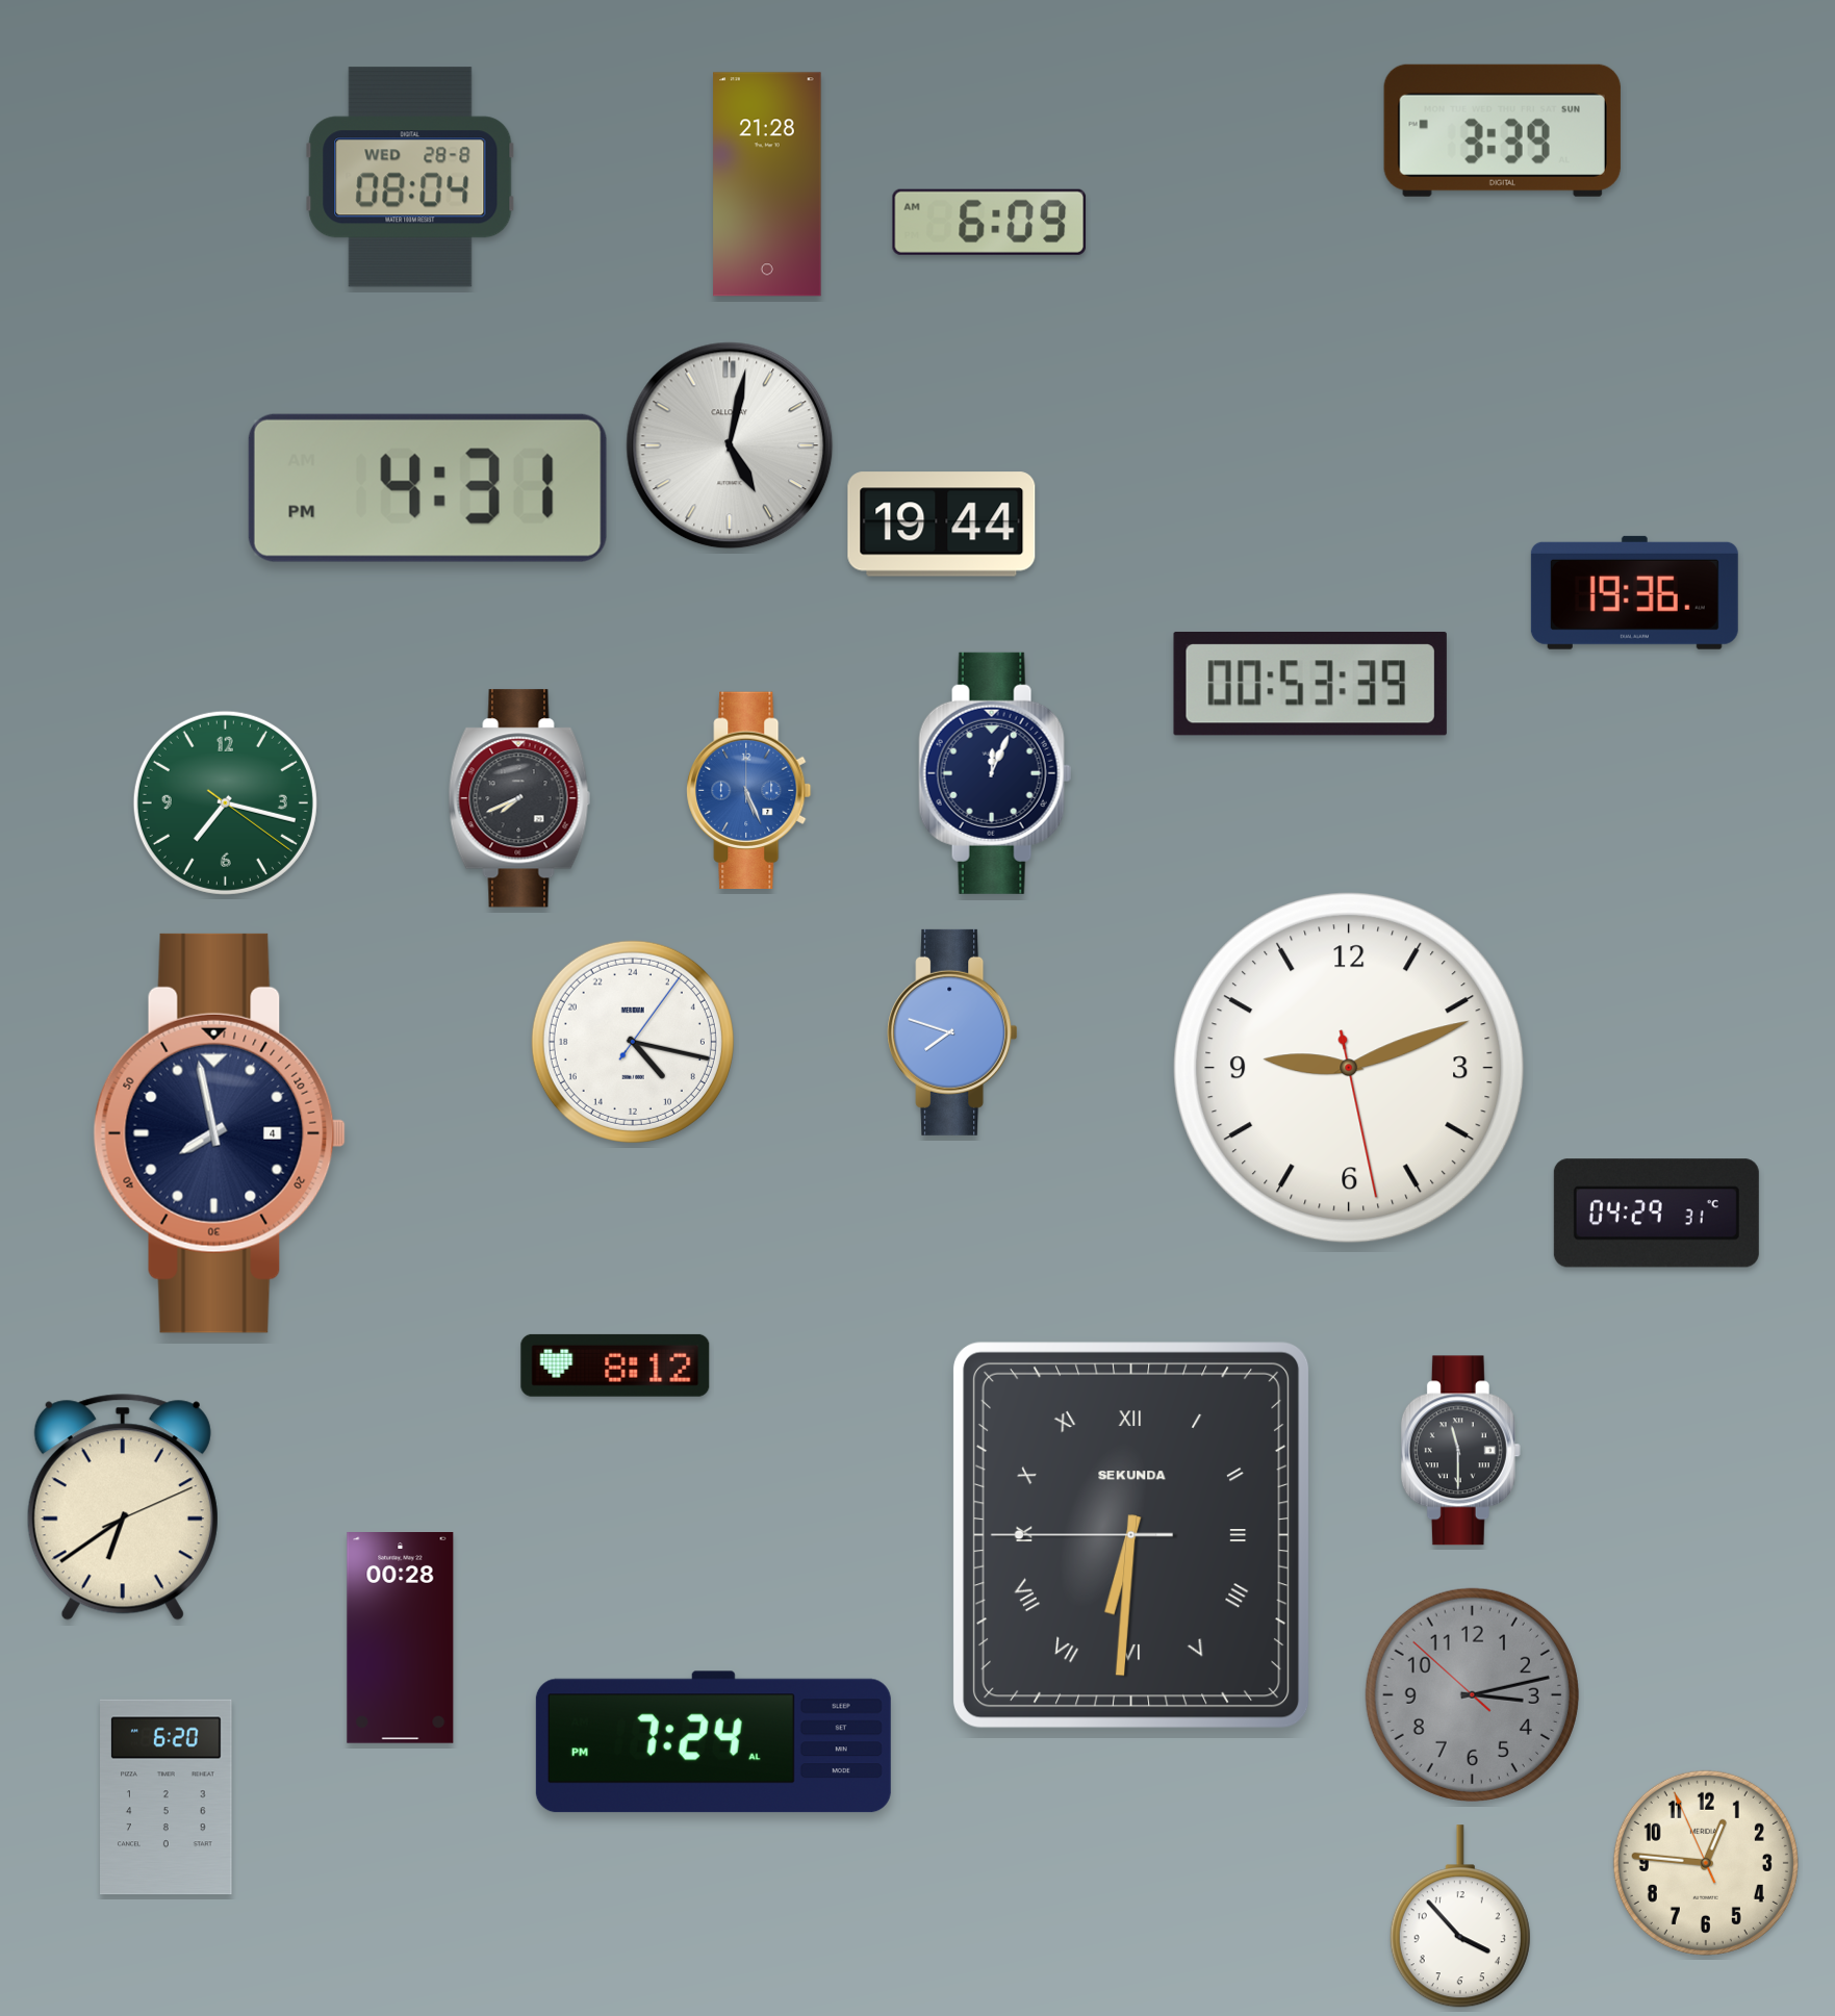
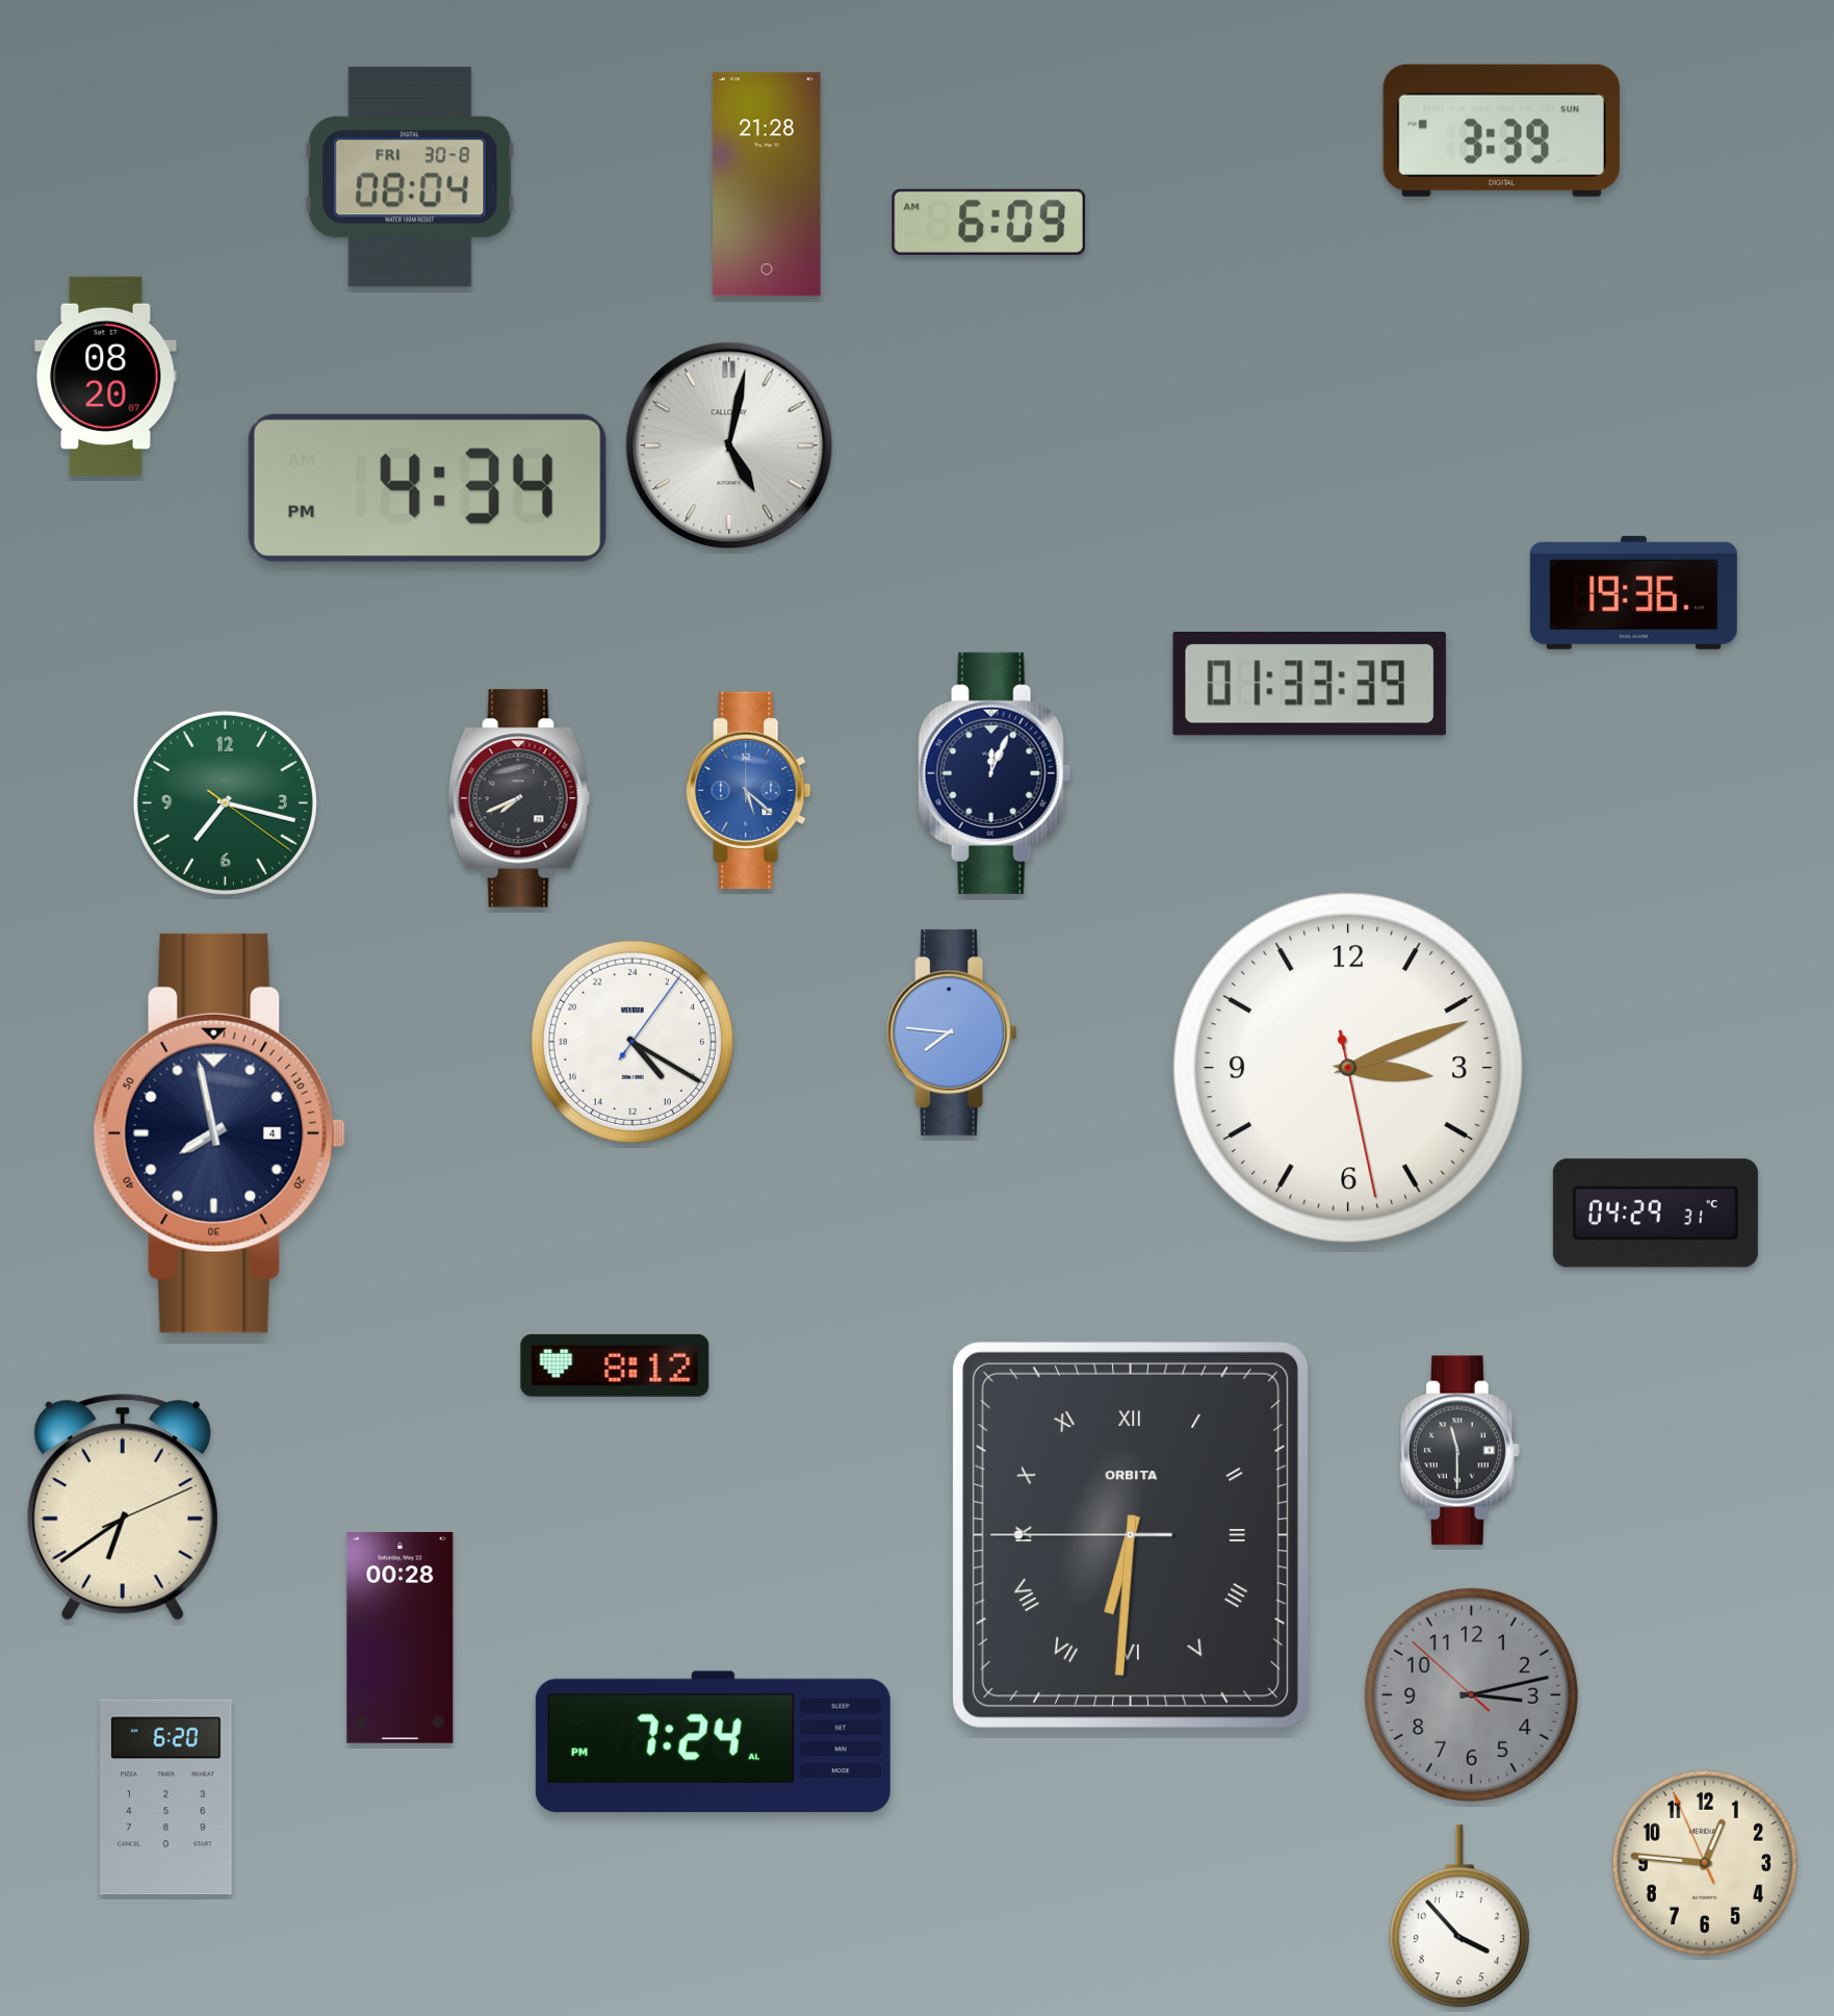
clock at (410, 177) date: WED 28-8 -> FRI 30-8
clock at (106, 376): none -> 08:20
clock at (428, 488): 4:31 -> 4:34
clock at (942, 525): 19:44 -> none
clock at (1310, 684): 00:53 -> 01:33
clock at (749, 791): 5:26 -> 5:22
clock at (952, 1032): 7:48 -> 7:46
clock at (633, 1042): 9:17 -> 9:20
clock at (1349, 1068): 9:11 -> 3:11
clock at (1131, 1535) brand: SEKUNDA -> ORBITA
